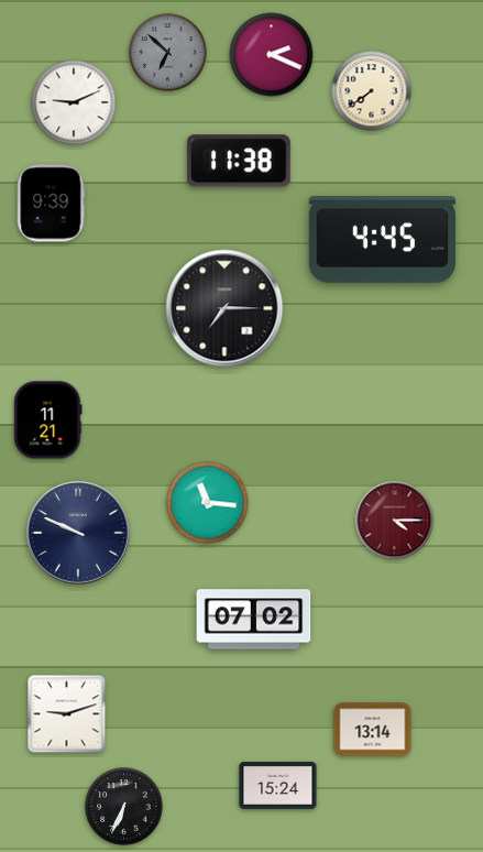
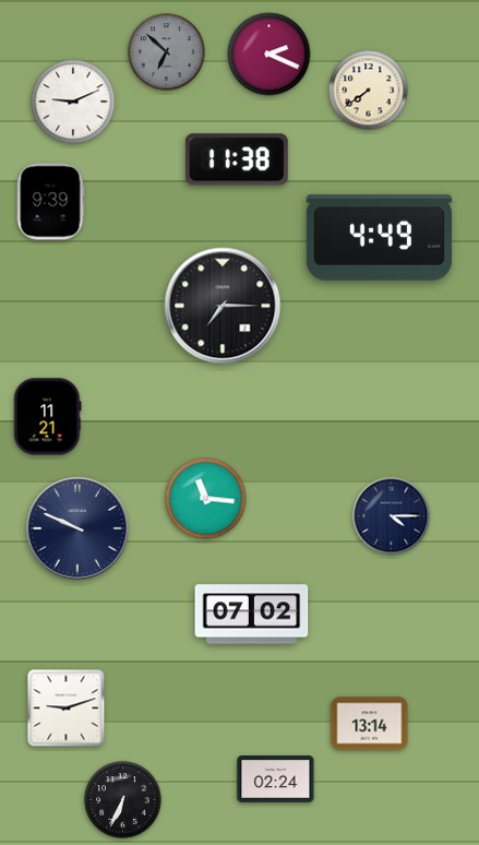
clock at (383, 240): 4:45 -> 4:49
clock at (395, 521) dial: burgundy -> navy
clock at (278, 786): 15:24 -> 02:24
